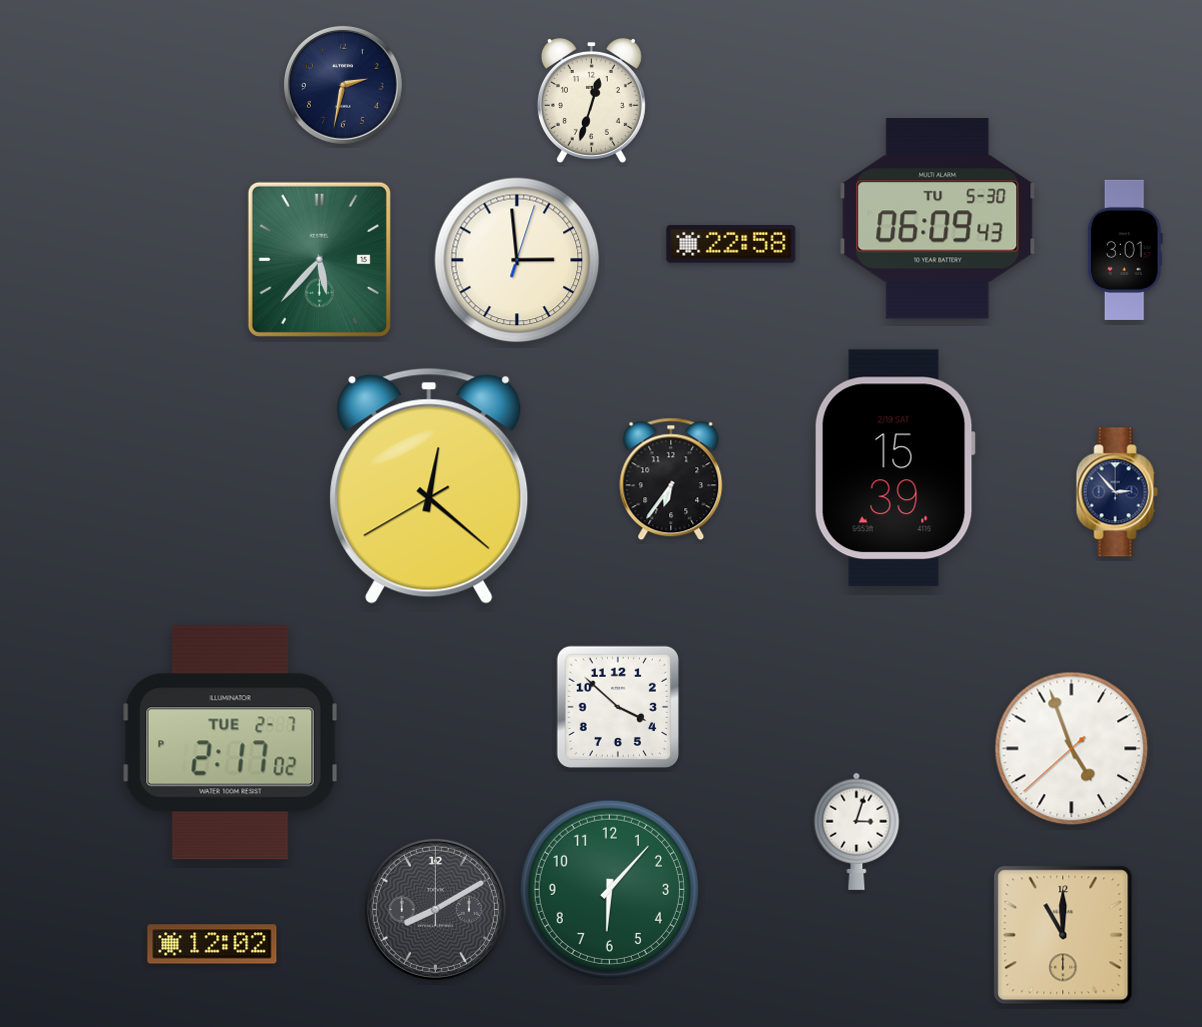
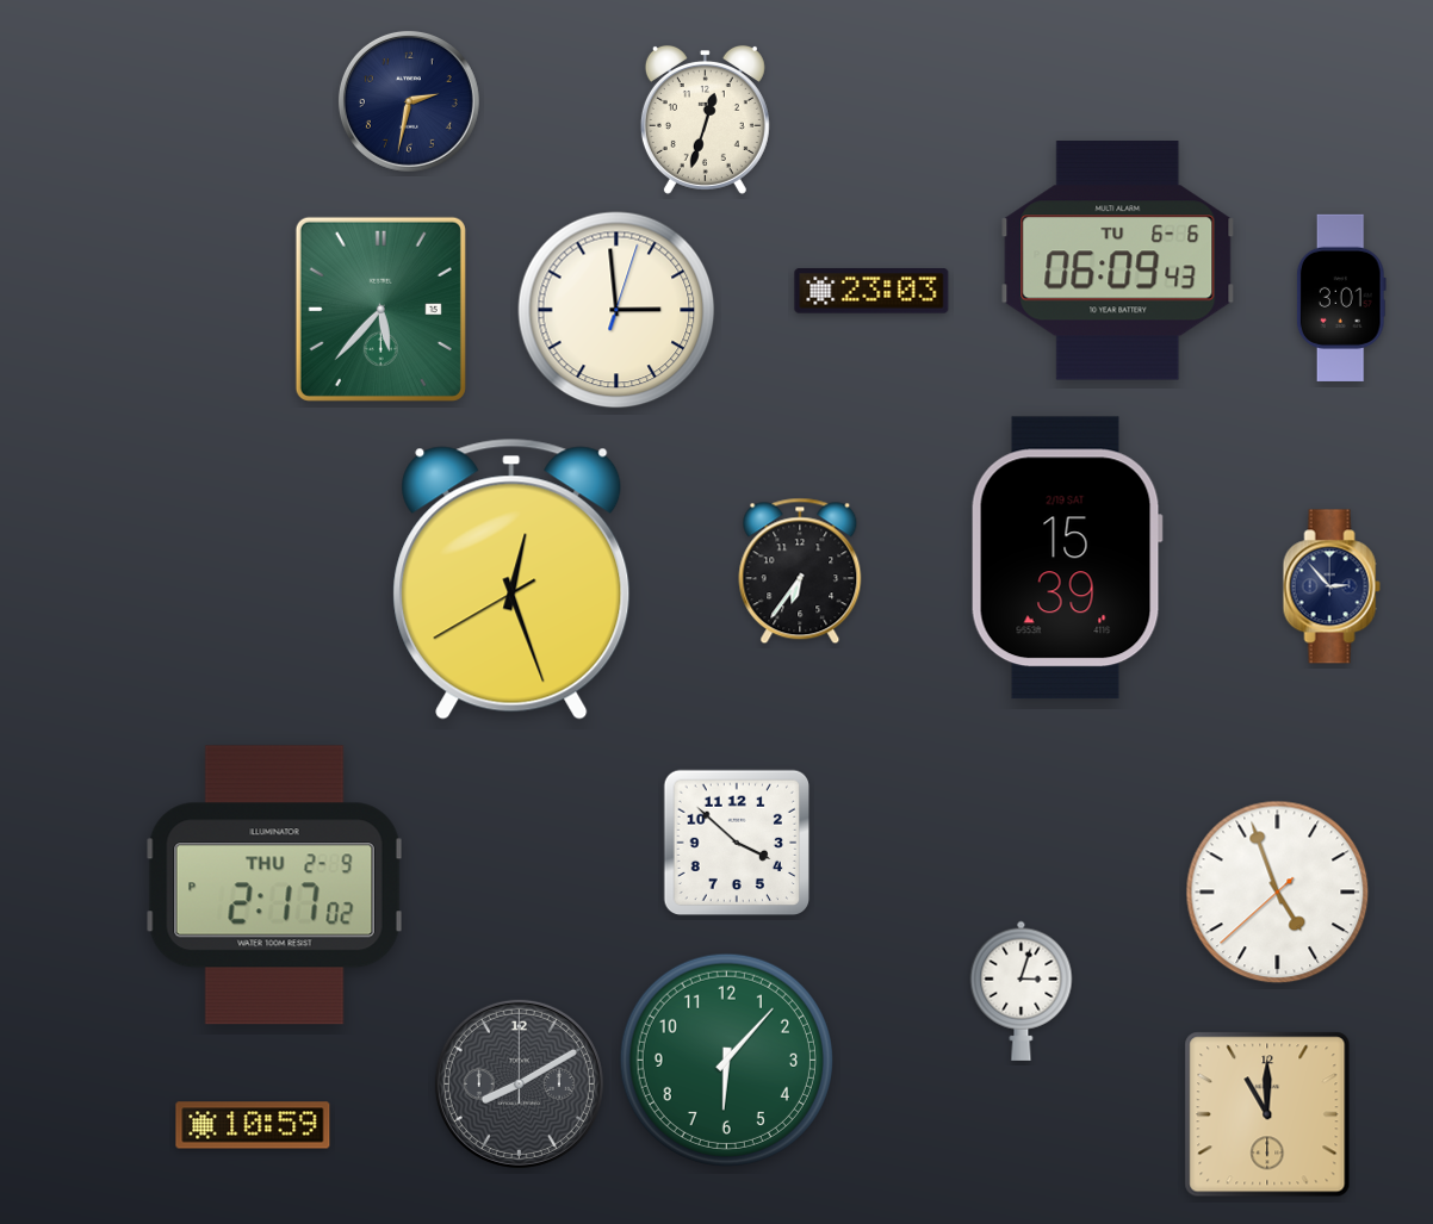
clock at (938, 219) date: TU 5-30 -> TU 6-6
clock at (731, 244): 22:58 -> 23:03
clock at (429, 486): 12:21 -> 12:26
clock at (230, 743) date: TUE 2-7 -> THU 2-9
clock at (212, 944): 12:02 -> 10:59
